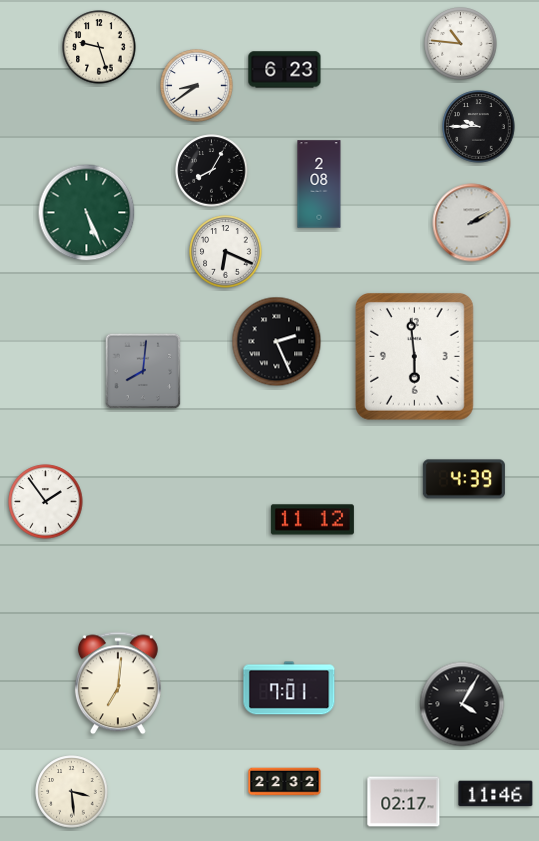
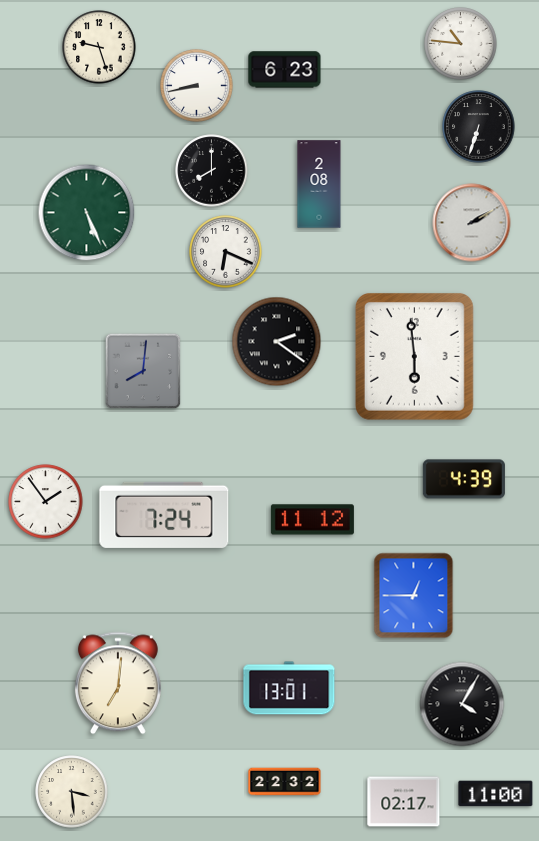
clock at (197, 86): 8:39 -> 8:43
clock at (479, 127): 9:45 -> 6:33
clock at (212, 171): 8:05 -> 8:00
clock at (277, 342): 2:26 -> 2:21
clock at (164, 515): none -> 7:24
clock at (414, 596): none -> 12:45
clock at (289, 688): 7:01 -> 13:01
clock at (496, 794): 11:46 -> 11:00
